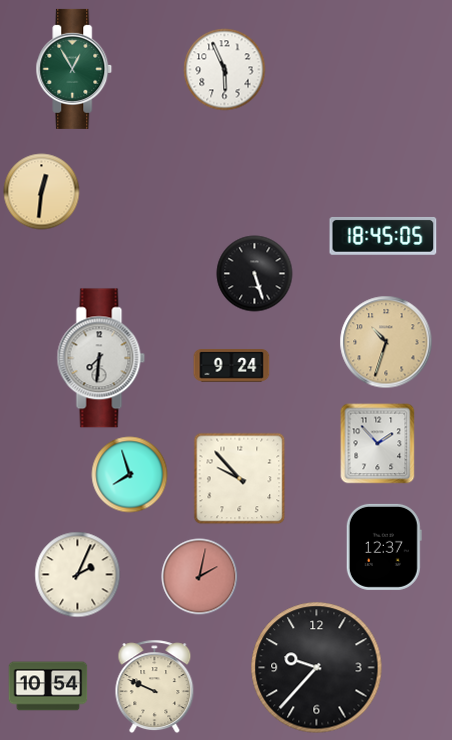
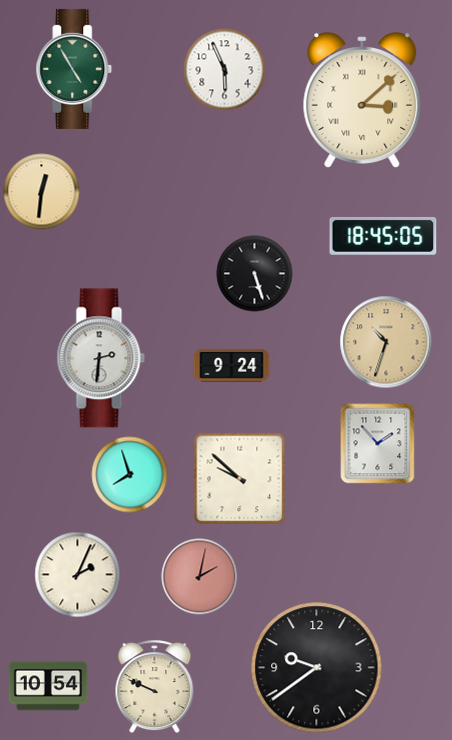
clock at (74, 69): 12:55 -> 4:55
clock at (362, 101): none -> 3:08
clock at (101, 358): 7:31 -> 2:31
clock at (240, 479): 9:53 -> 9:52
clock at (384, 547): 12:37 -> none
clock at (317, 668): 9:37 -> 9:39
